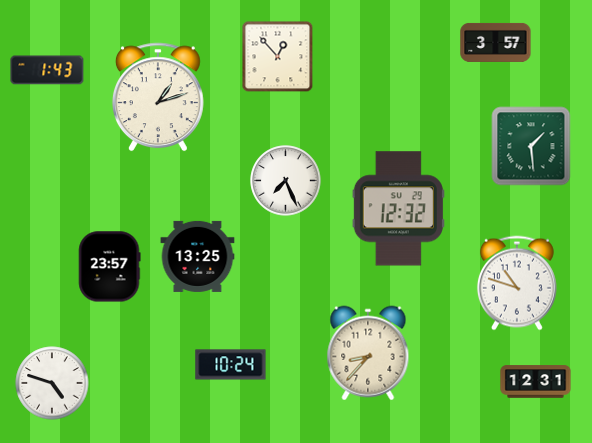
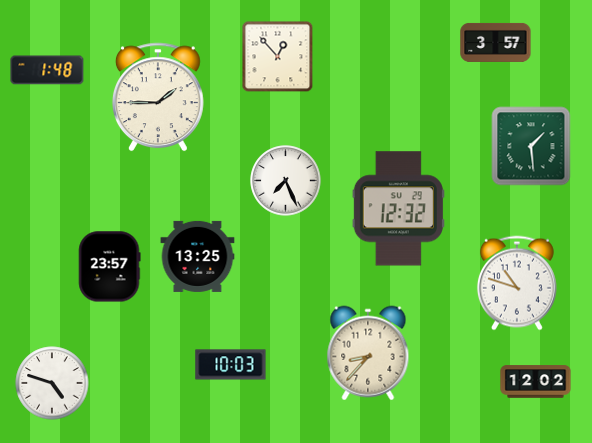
clock at (47, 70): 1:43 -> 1:48
clock at (158, 97): 1:12 -> 1:45
clock at (231, 365): 10:24 -> 10:03
clock at (536, 382): 12:31 -> 12:02
